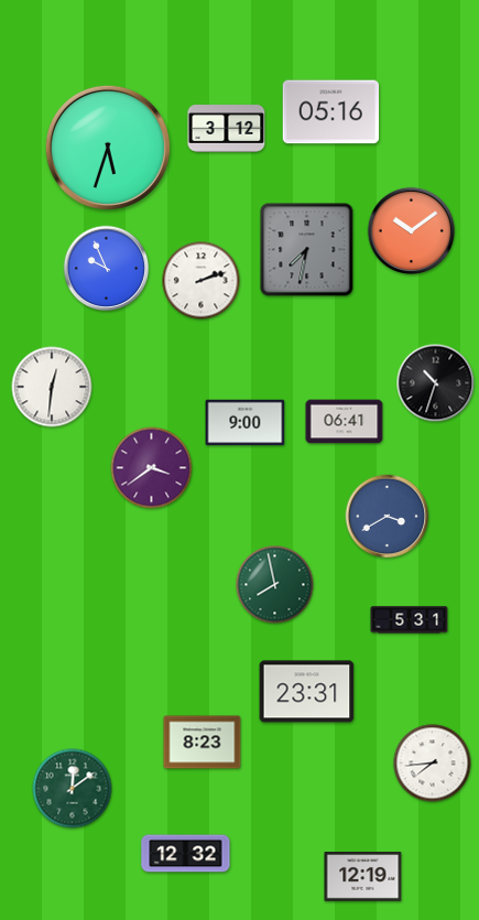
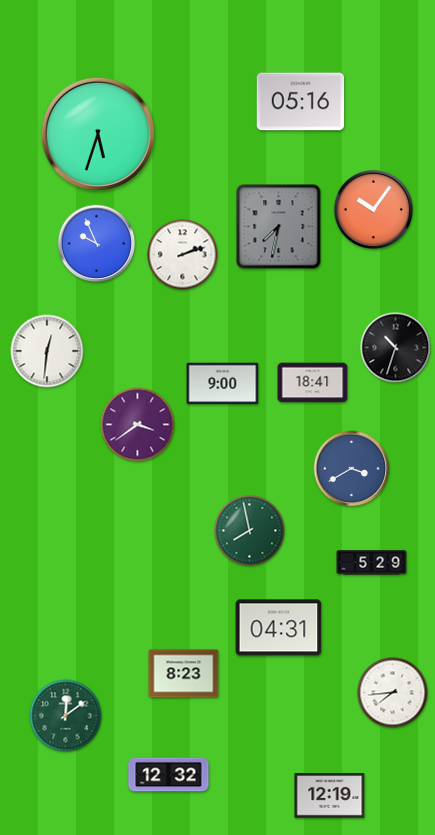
clock at (227, 129): 3:12 -> none
clock at (411, 230): 10:09 -> 10:06
clock at (345, 422): 06:41 -> 18:41
clock at (410, 620): 5:31 -> 5:29
clock at (307, 692): 23:31 -> 04:31
